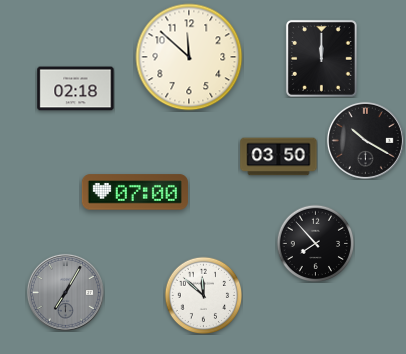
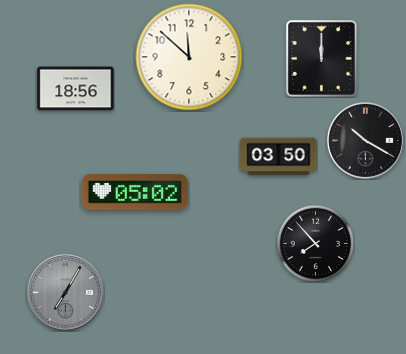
clock at (76, 89): 02:18 -> 18:56
clock at (135, 192): 07:00 -> 05:02
clock at (203, 295): 11:52 -> none
